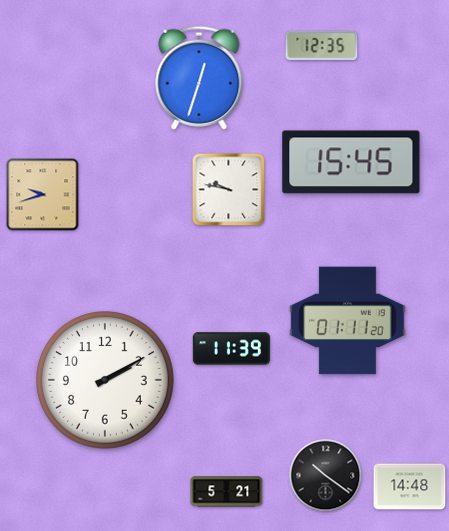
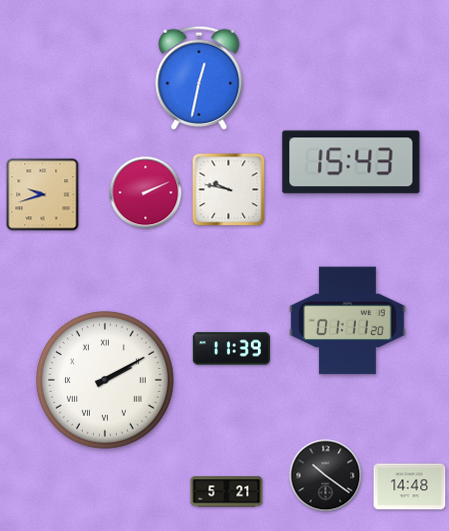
clock at (322, 45): 12:35 -> none
clock at (199, 78): 12:33 -> 12:32
clock at (351, 162): 15:45 -> 15:43
clock at (146, 193): none -> 2:11
clock at (105, 380) numerals: Arabic -> Roman
